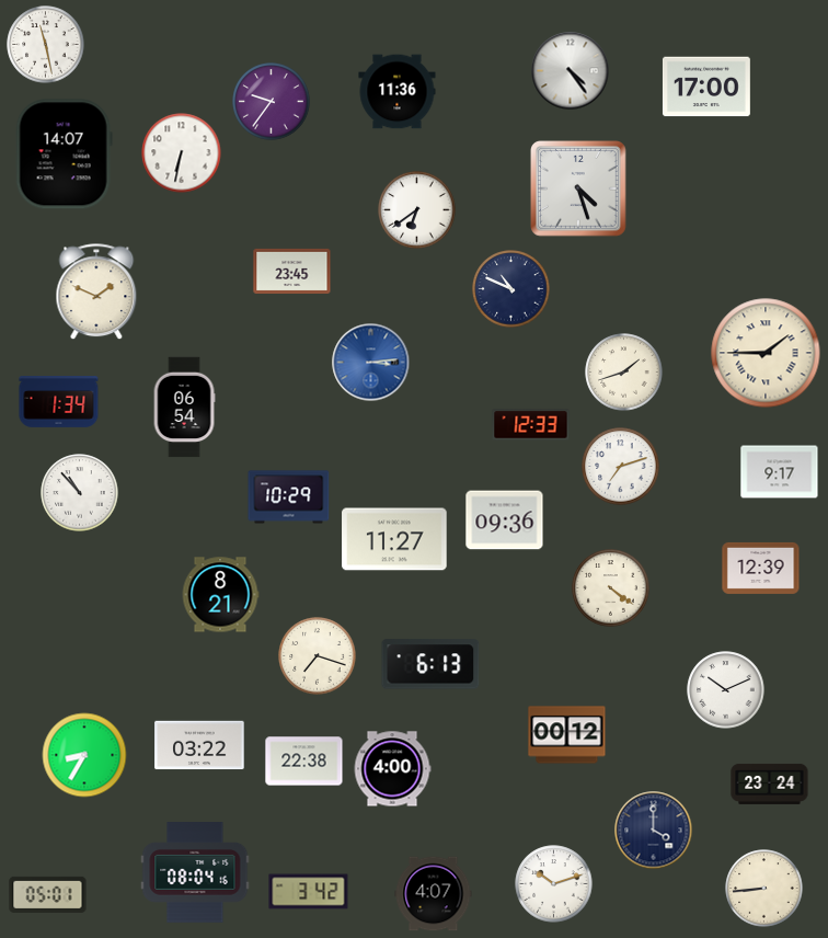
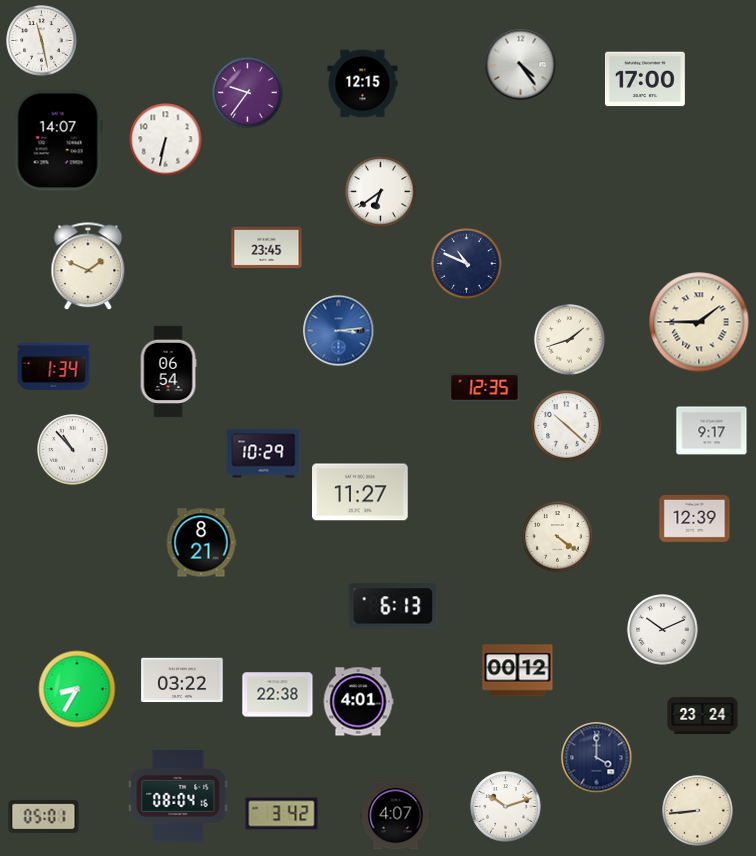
clock at (398, 92): 11:36 -> 12:15
clock at (579, 190): 4:27 -> none
clock at (531, 425): 12:33 -> 12:35
clock at (621, 467): 7:12 -> 10:22
clock at (505, 521): 09:36 -> none
clock at (318, 656): 7:18 -> none
clock at (392, 769): 4:00 -> 4:01
